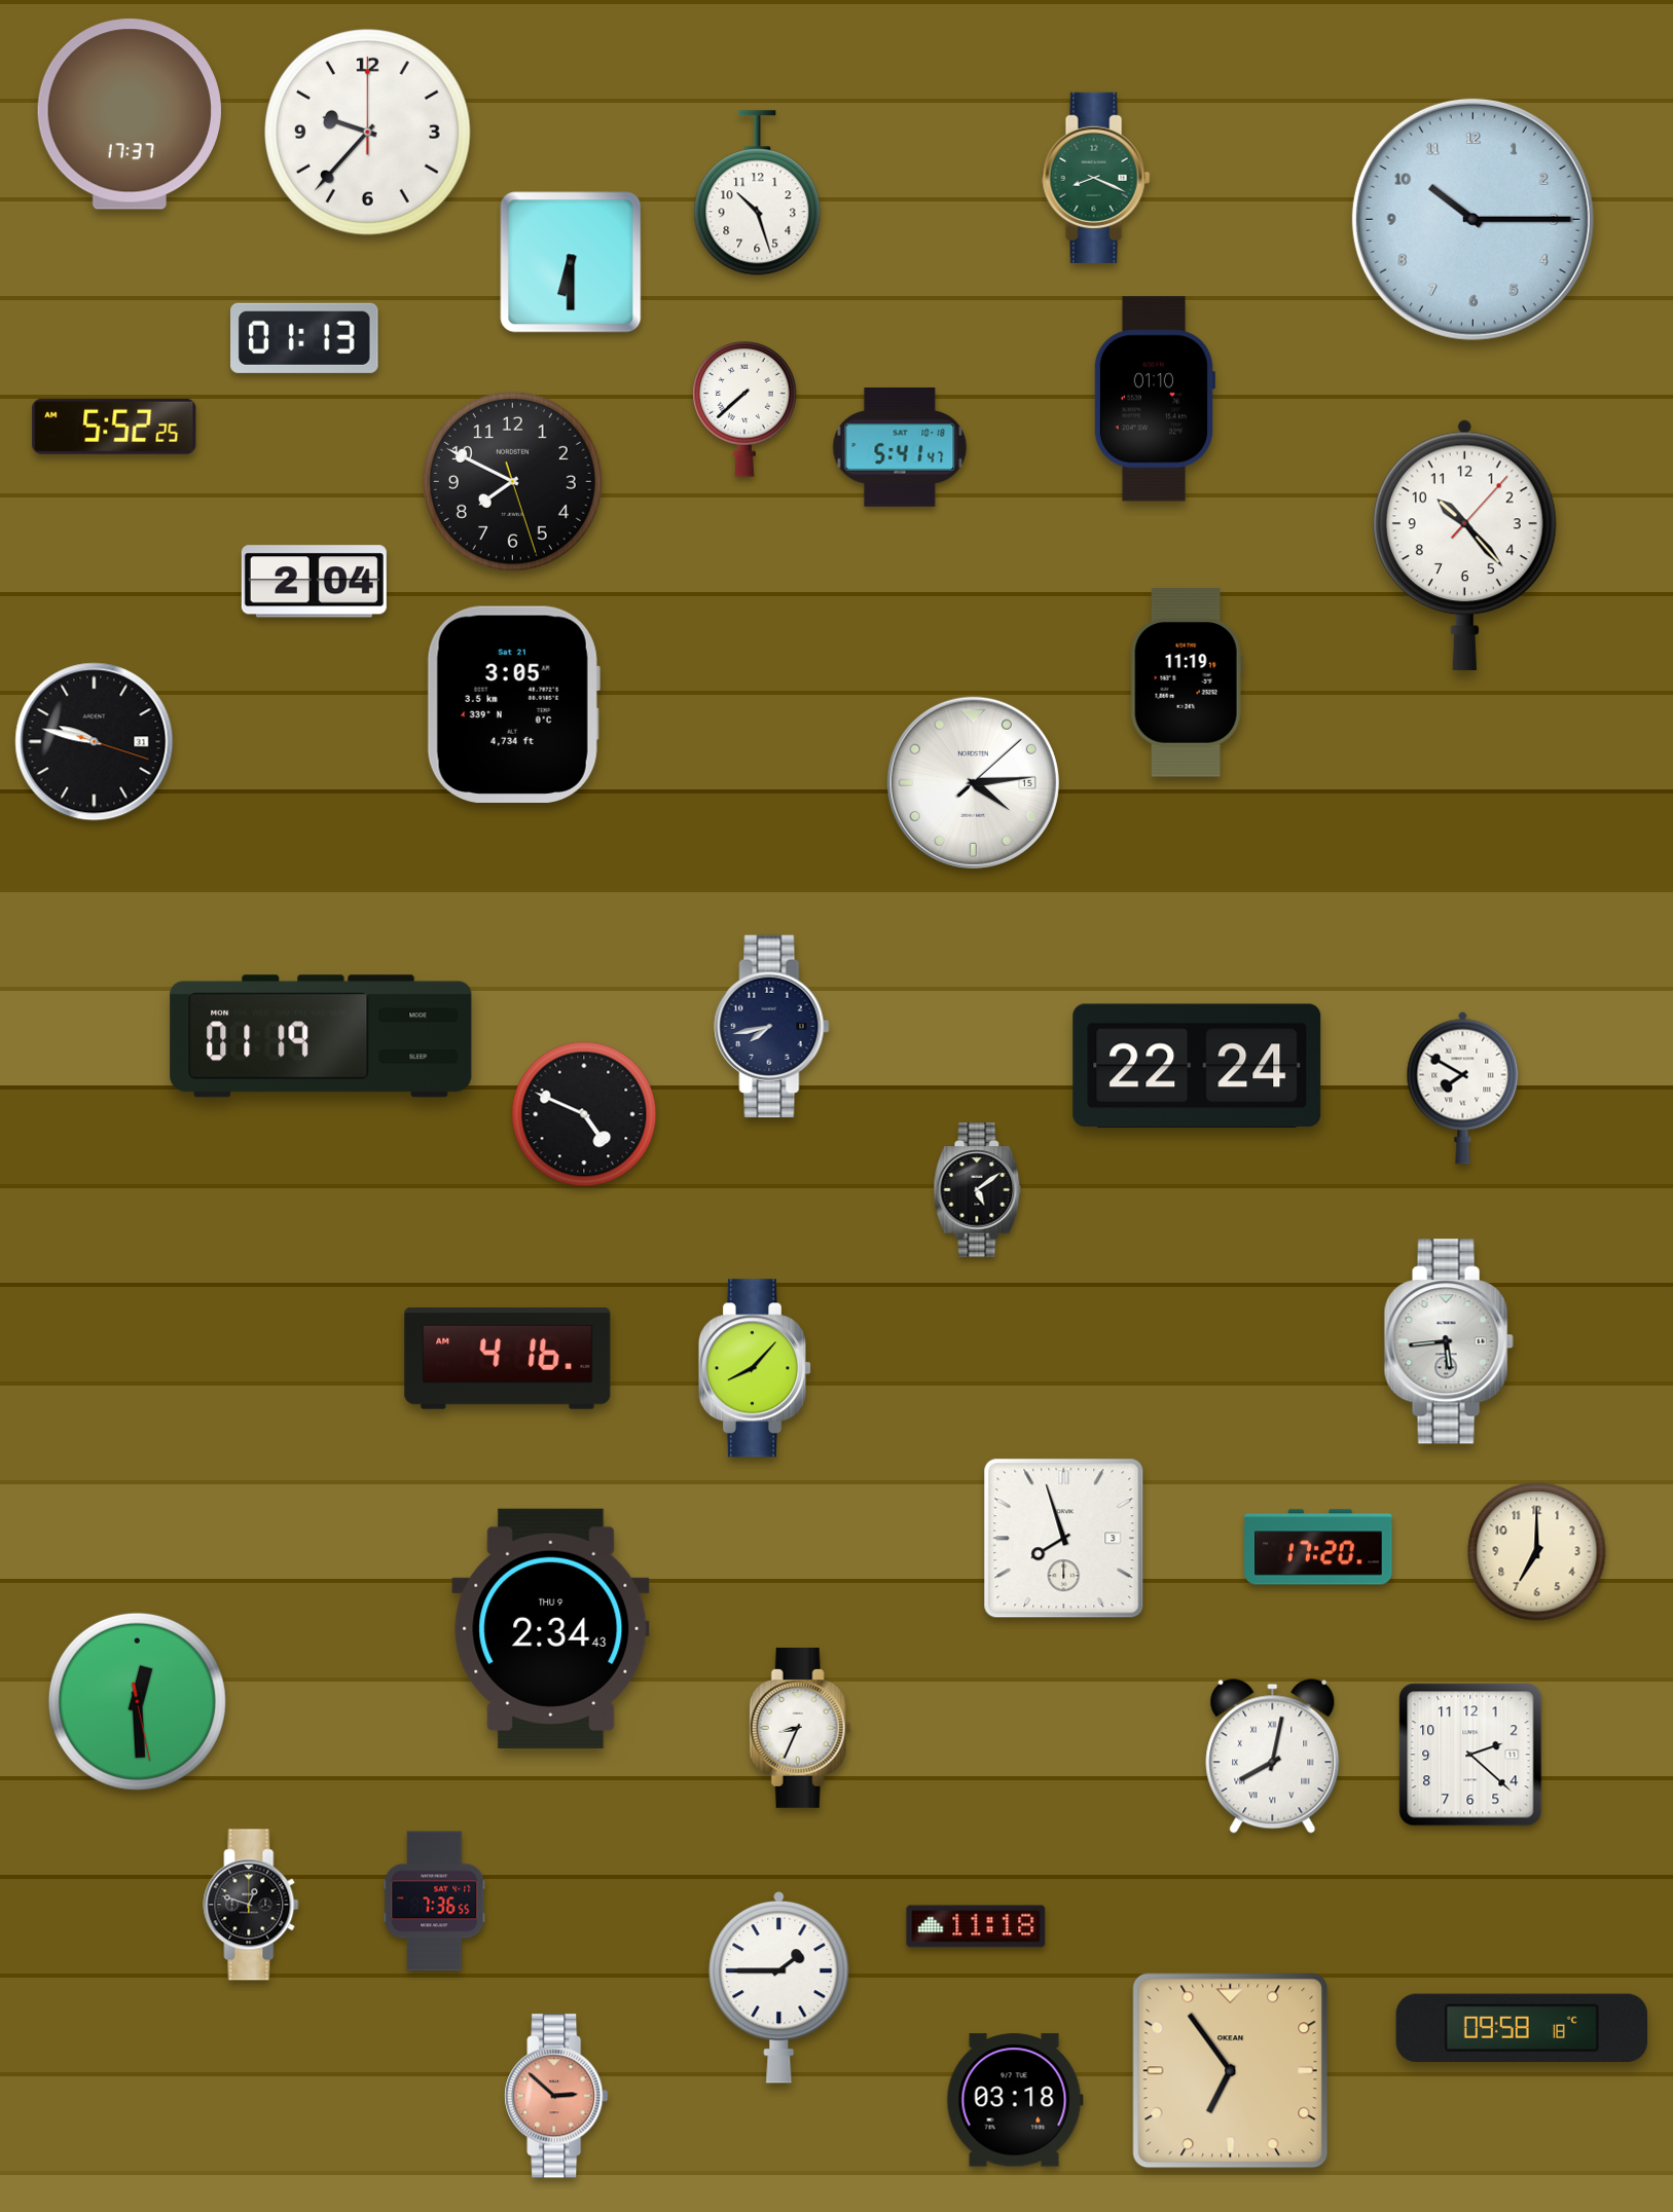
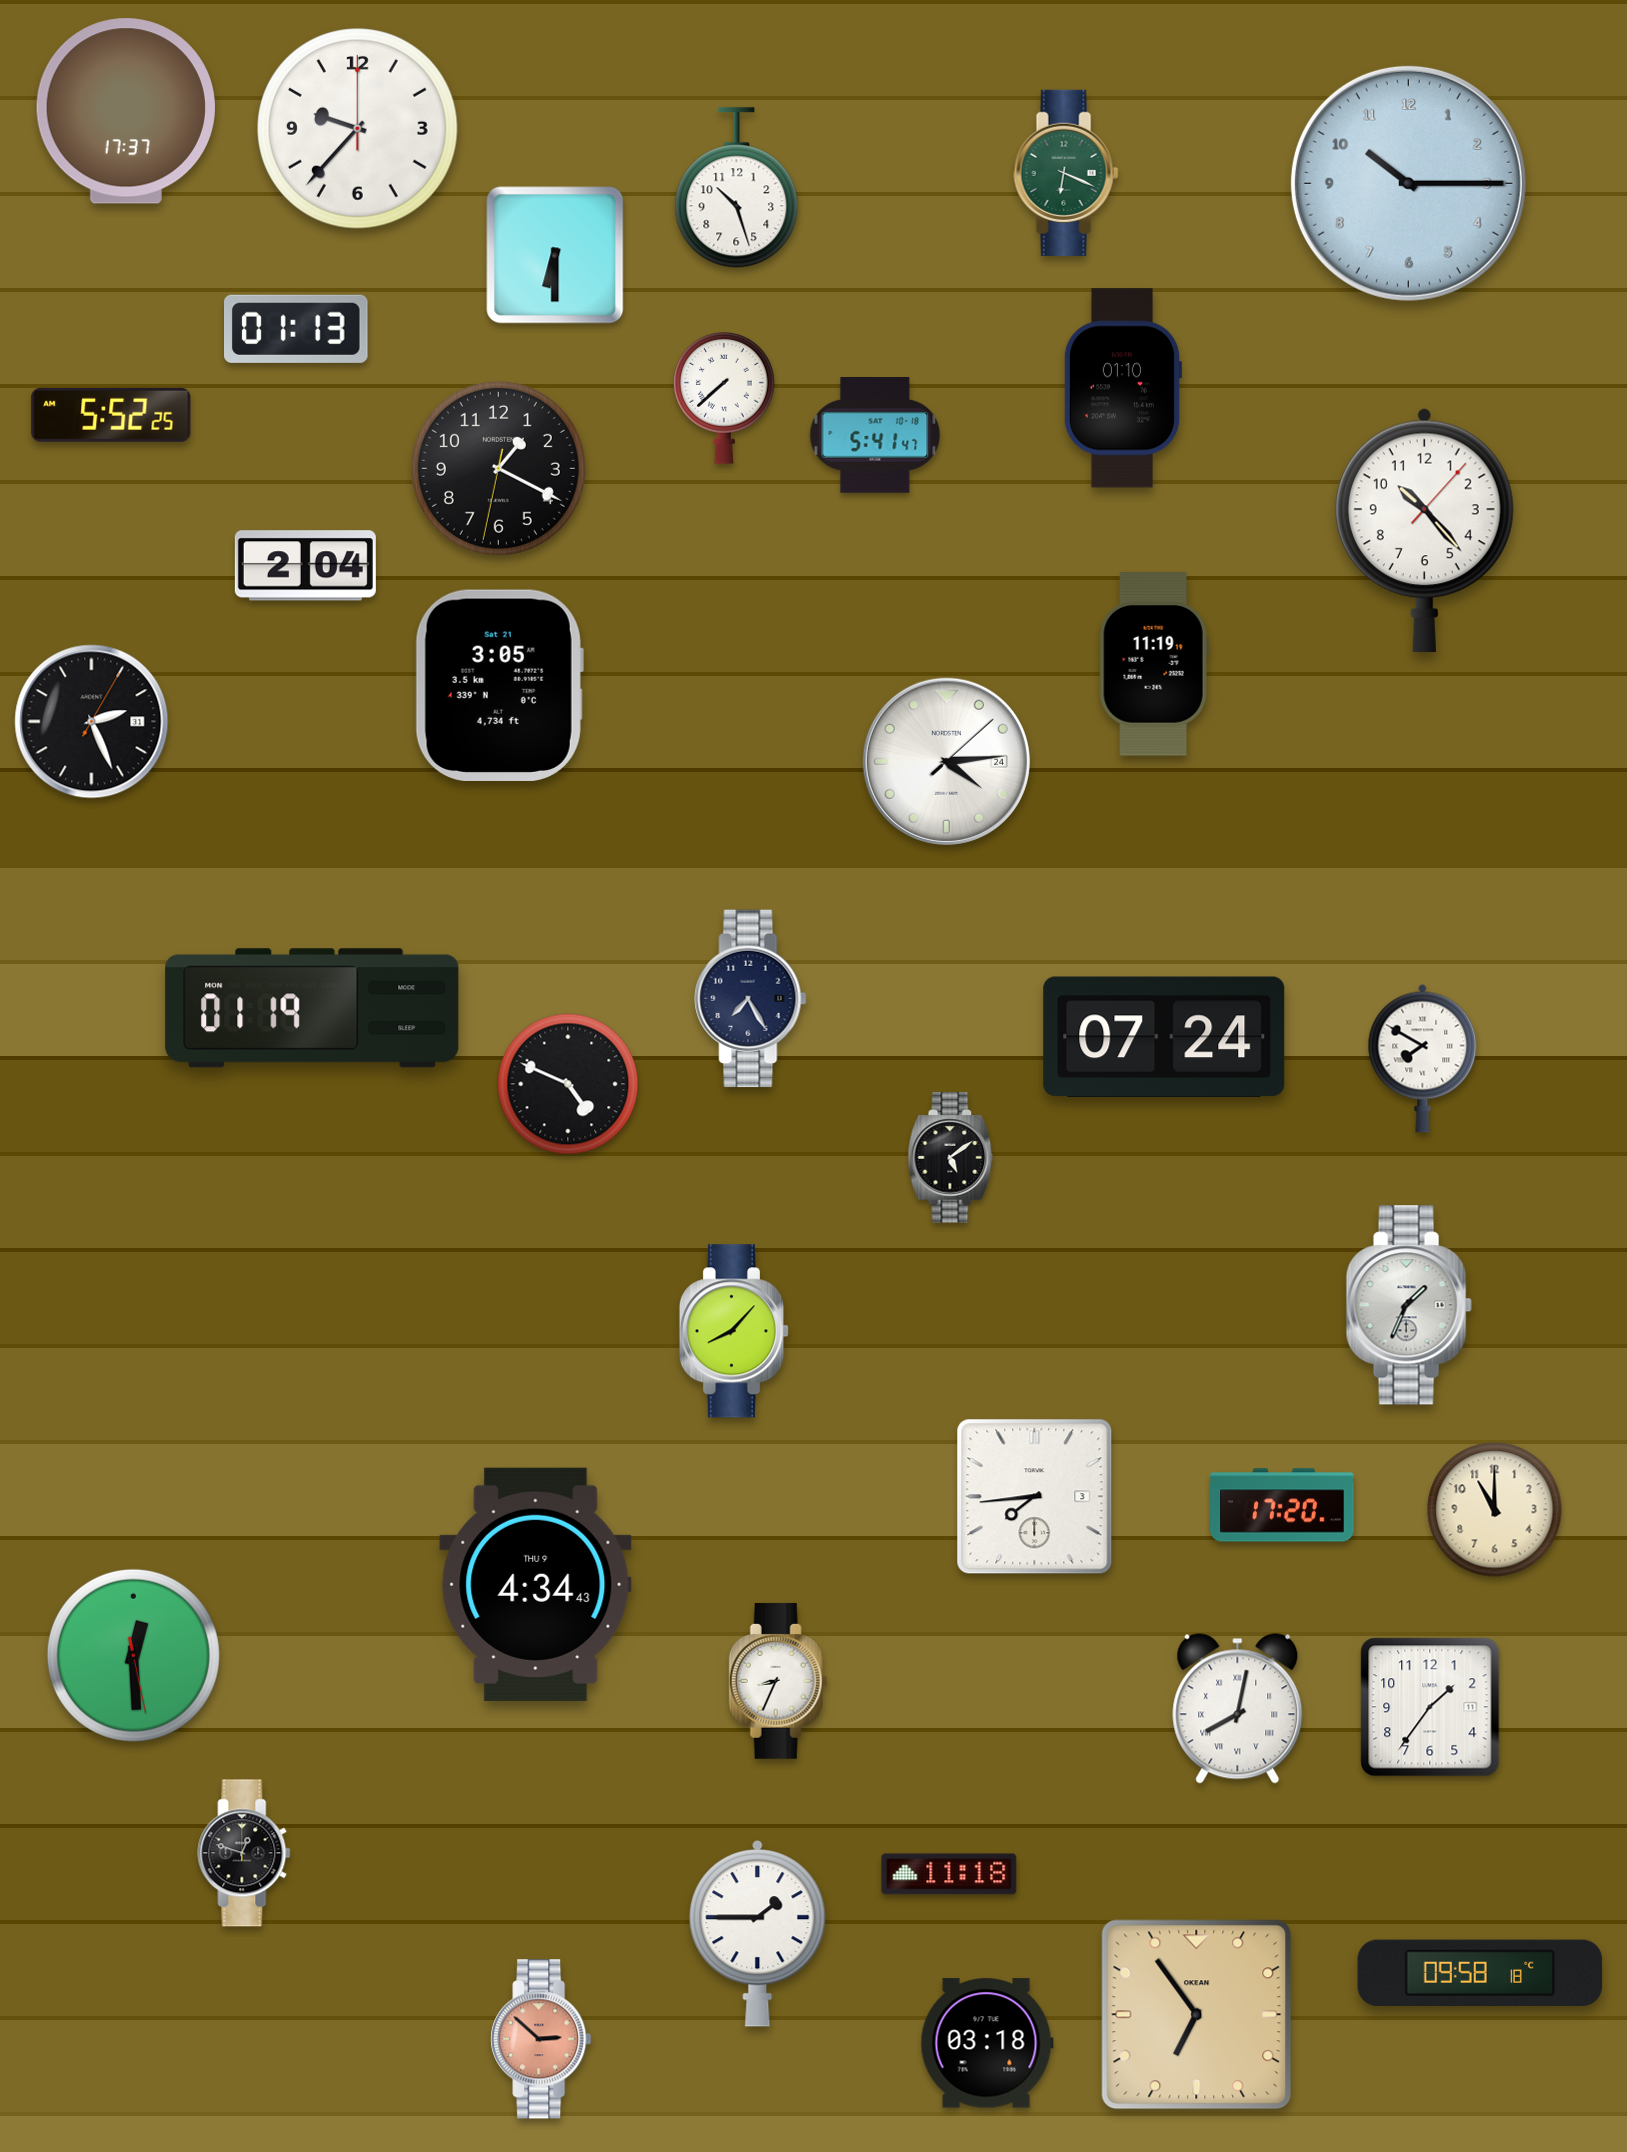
clock at (1096, 178): 8:19 -> 6:19
clock at (1472, 219) position: (1472, 219) -> (1408, 183)
clock at (512, 481): 7:49 -> 1:19
clock at (95, 742): 9:47 -> 2:26
clock at (973, 782) date: 15 -> 24
clock at (772, 1027): 7:43 -> 7:25
clock at (1197, 1065): 22:24 -> 07:24
clock at (1449, 1341): 5:44 -> 1:34
clock at (508, 1359): 4:16 -> none
clock at (1064, 1539): 7:57 -> 7:44
clock at (1537, 1552): 7:00 -> 11:00
clock at (551, 1628): 2:34 -> 4:34
clock at (1470, 1755): 2:22 -> 1:36
clock at (435, 1902): 7:36 -> none
